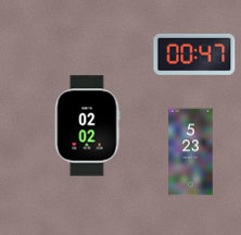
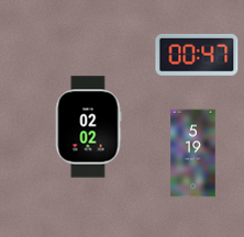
clock at (191, 152): 5:23 -> 5:19
